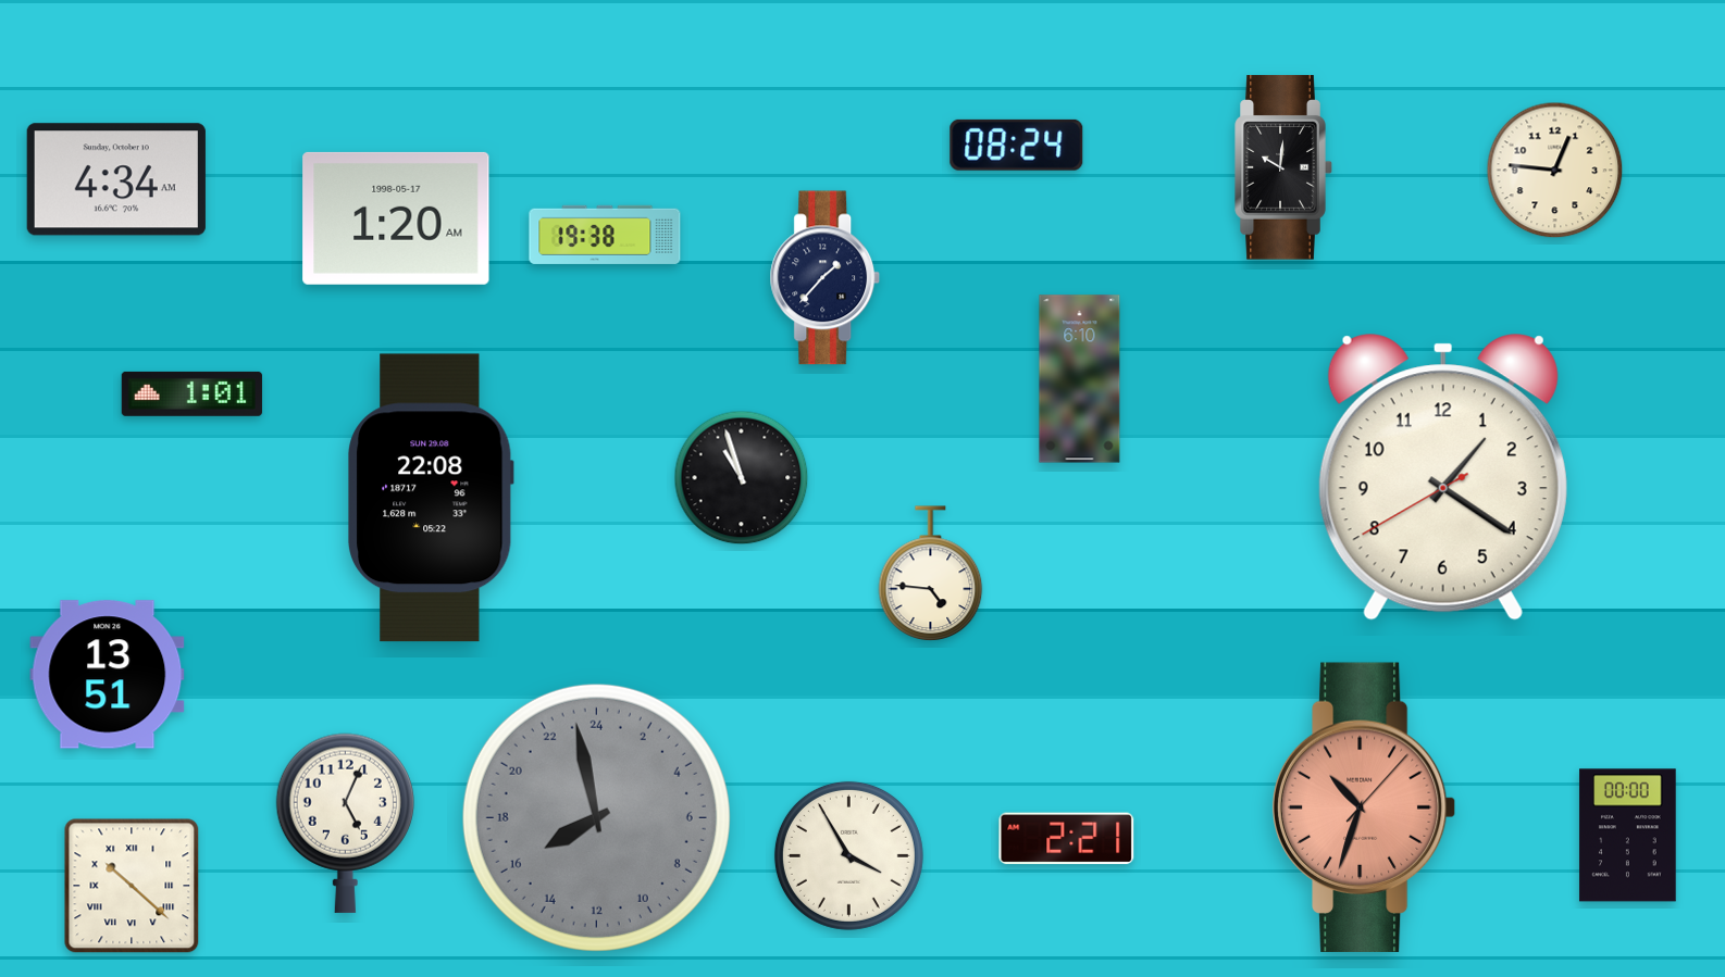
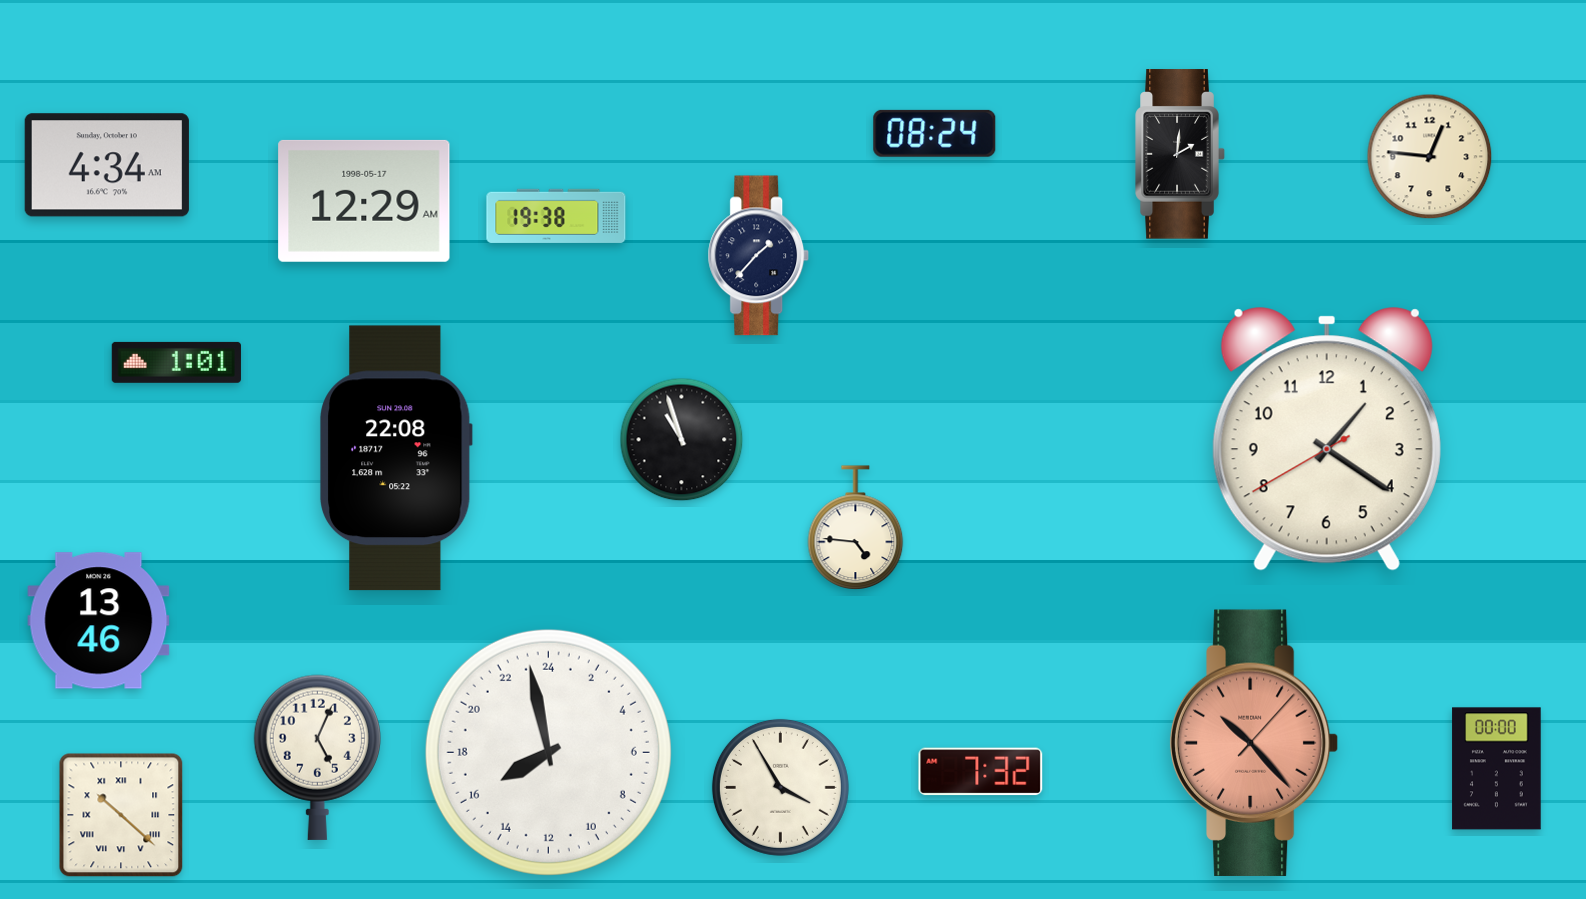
clock at (1283, 167): 10:01 -> 2:01
clock at (396, 218): 1:20 -> 12:29
clock at (1080, 379): 6:10 -> none
clock at (108, 675): 13:51 -> 13:46
clock at (1364, 807): 10:33 -> 10:23
clock at (596, 817) dial: grey -> white
clock at (1067, 839): 2:21 -> 7:32
